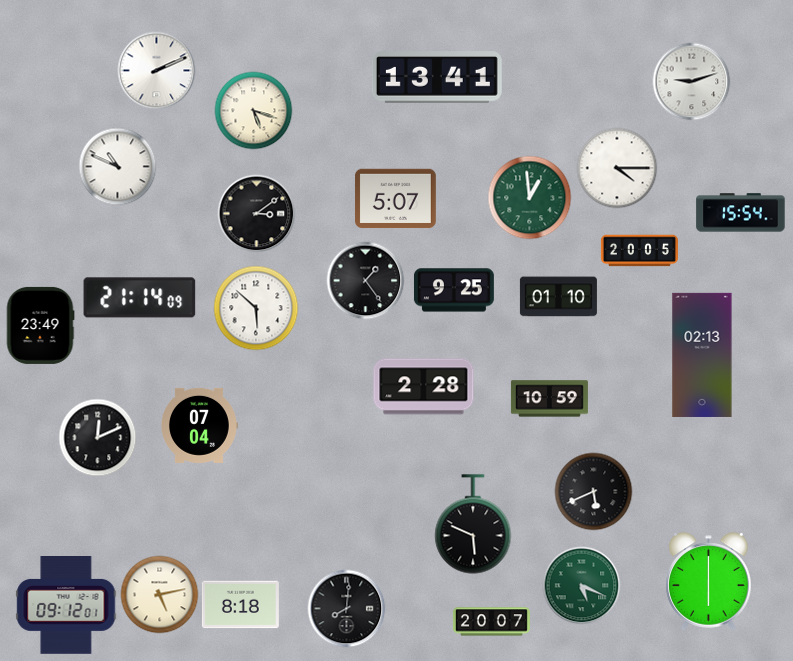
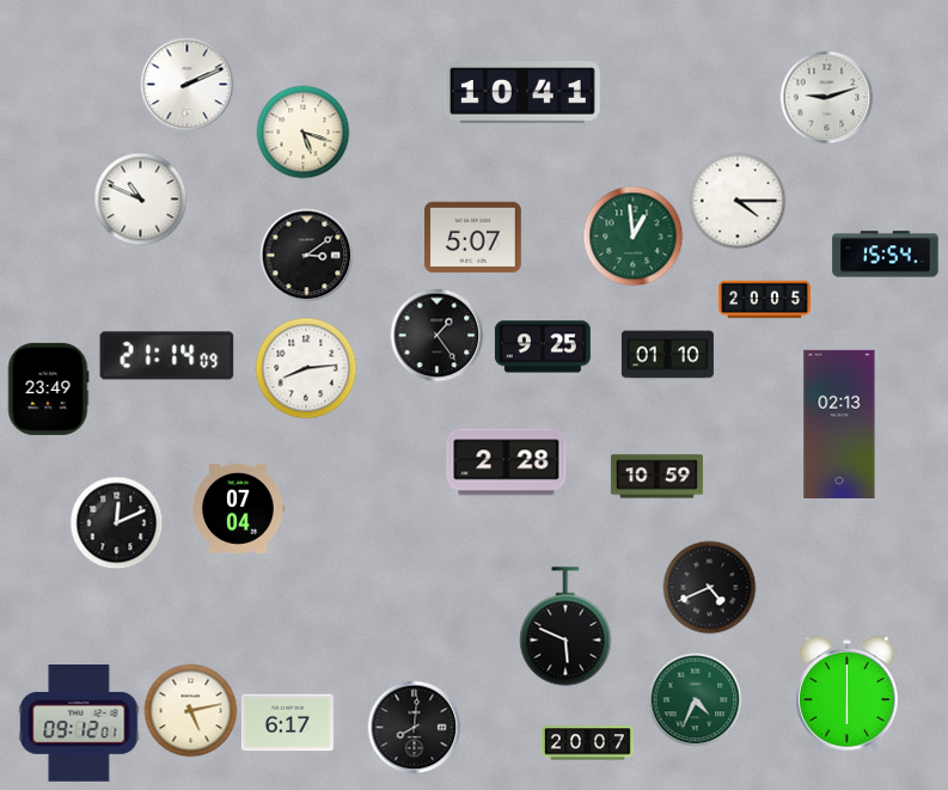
clock at (437, 77): 13:41 -> 10:41
clock at (256, 308): 5:52 -> 8:14
clock at (593, 491): 5:41 -> 4:41
clock at (581, 585): 5:19 -> 4:34
clock at (240, 605): 8:18 -> 6:17
